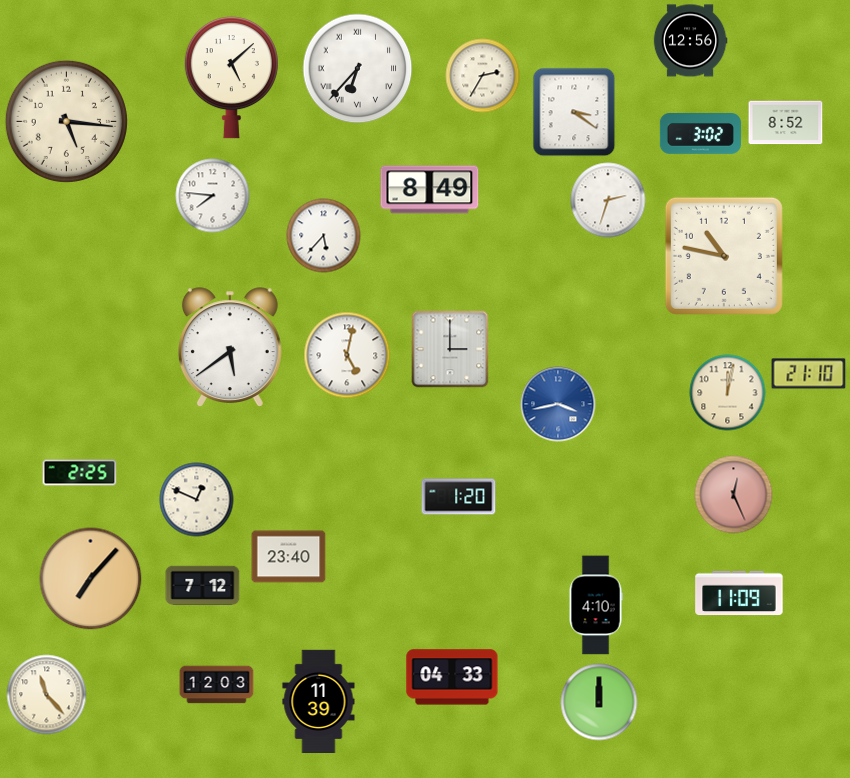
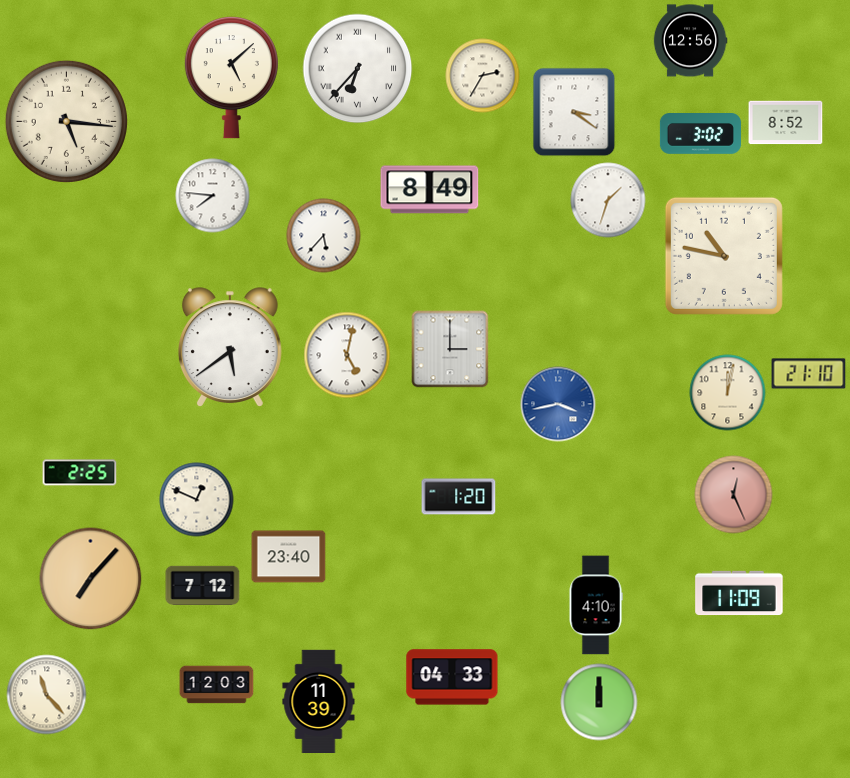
clock at (608, 200): 2:33 -> 1:33
